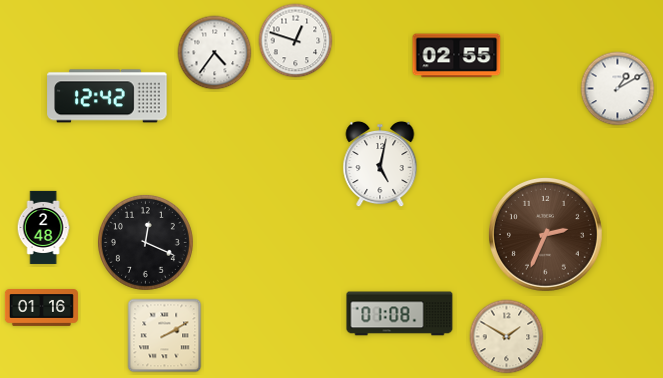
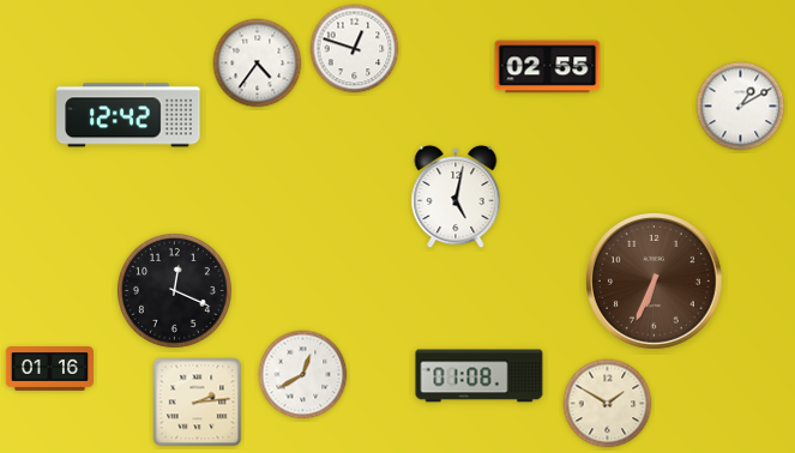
clock at (43, 227): 2:48 -> none
clock at (545, 234): 2:34 -> 6:34
clock at (303, 375): none -> 12:40
clock at (165, 336): 2:10 -> 2:14
